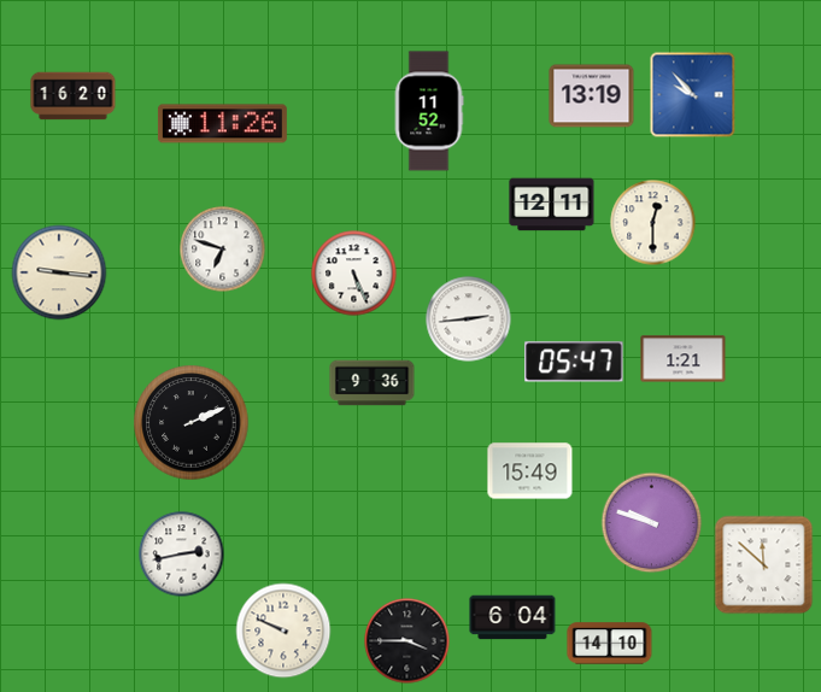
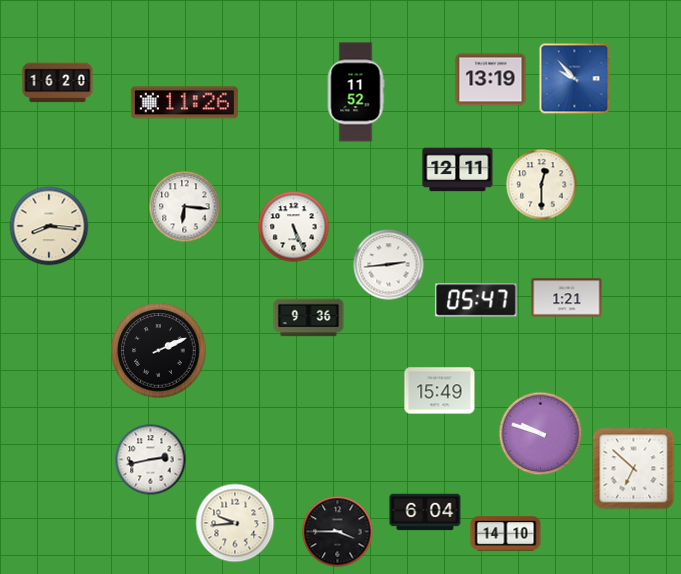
clock at (74, 96) position: (74, 96) -> (58, 83)
clock at (223, 250): 6:48 -> 6:16
clock at (59, 272): 9:16 -> 8:16
clock at (764, 565): 11:52 -> 6:52
clock at (283, 631): 9:49 -> 9:44
